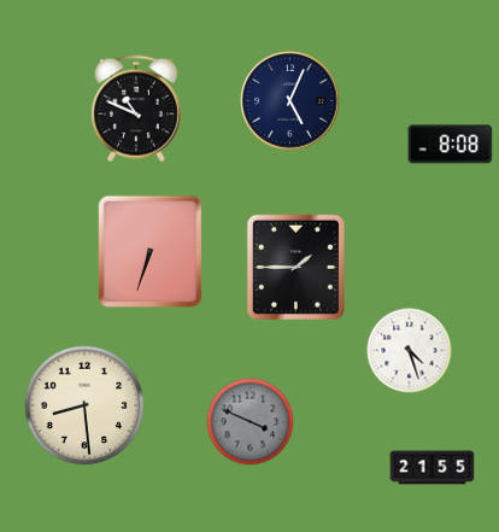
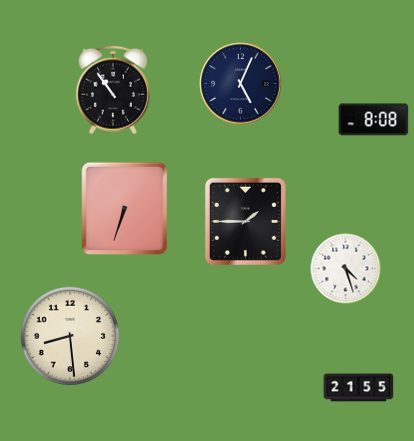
clock at (136, 109): 10:49 -> 10:54
clock at (410, 351) position: (410, 351) -> (346, 269)
clock at (251, 422): 3:49 -> none
